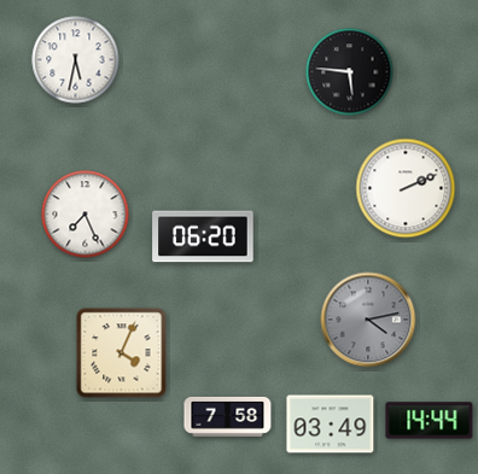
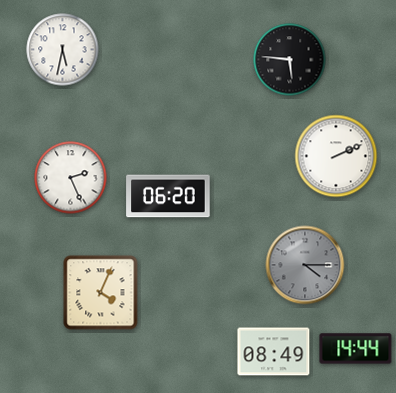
clock at (86, 215): 7:26 -> 2:26
clock at (368, 320): 4:13 -> 4:15
clock at (228, 417): 7:58 -> none
clock at (331, 425): 03:49 -> 08:49
